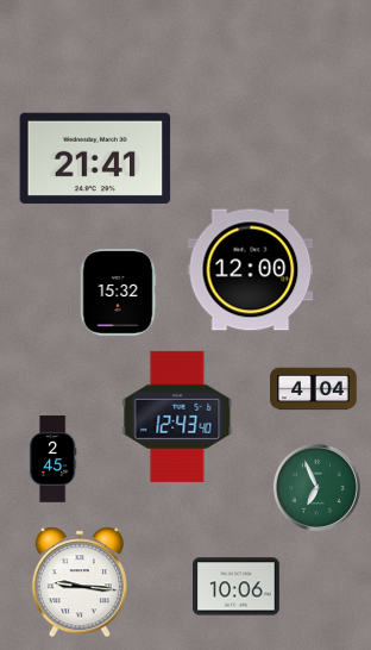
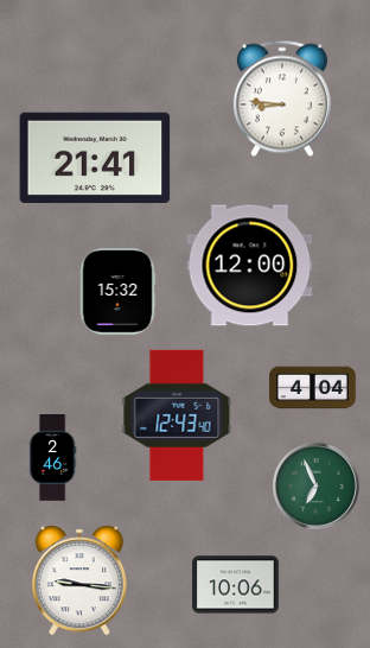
clock at (282, 99): none -> 8:46
clock at (251, 270) position: (251, 270) -> (250, 266)
clock at (52, 460): 2:45 -> 2:46
